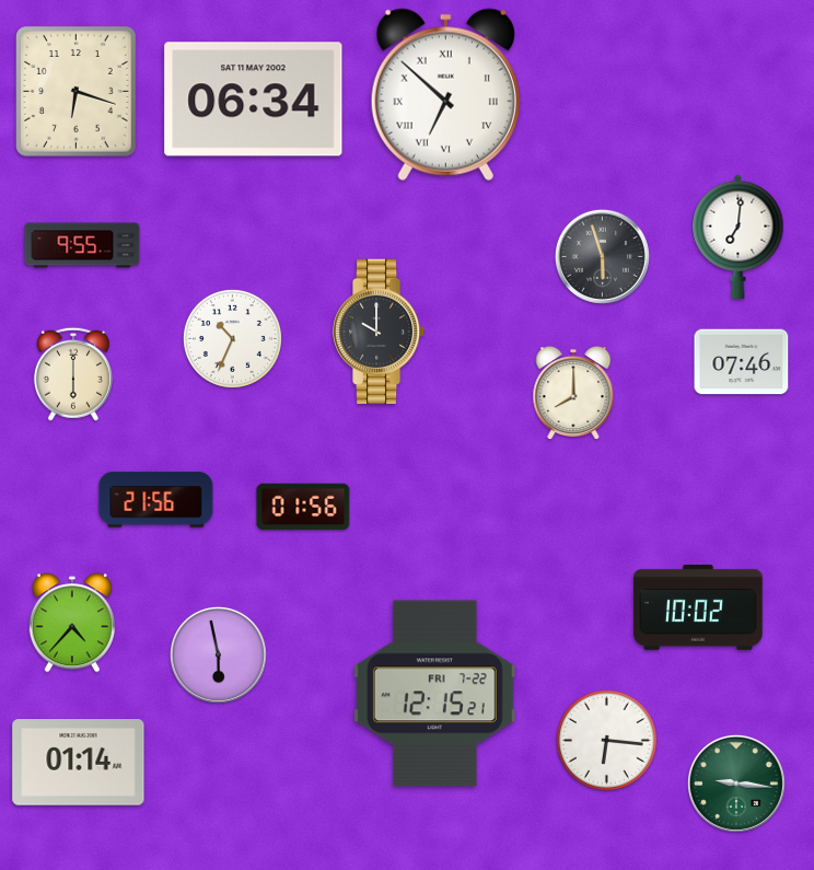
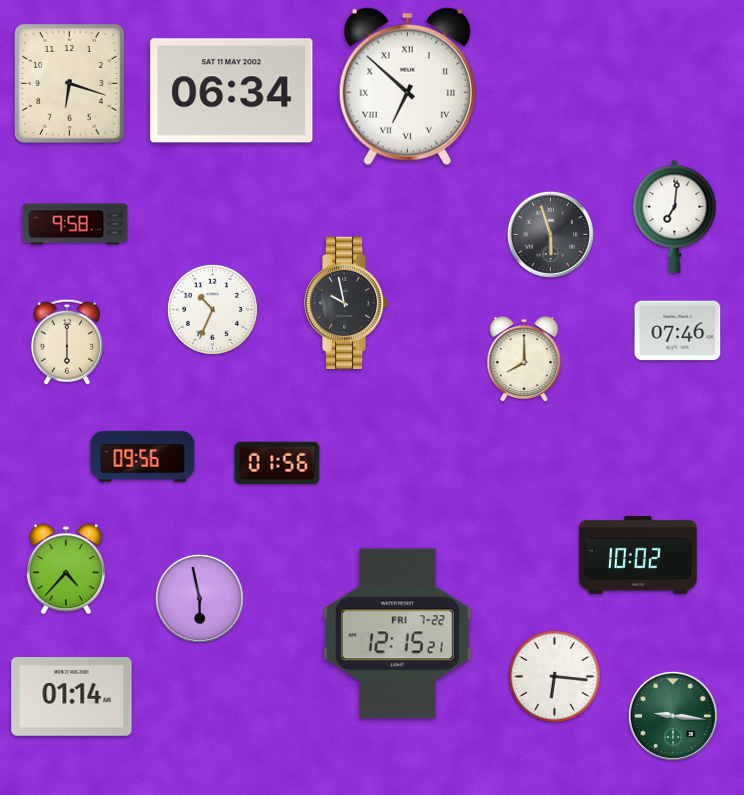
clock at (82, 245): 9:55 -> 9:58
clock at (380, 332): 10:00 -> 9:58
clock at (156, 500): 21:56 -> 09:56
